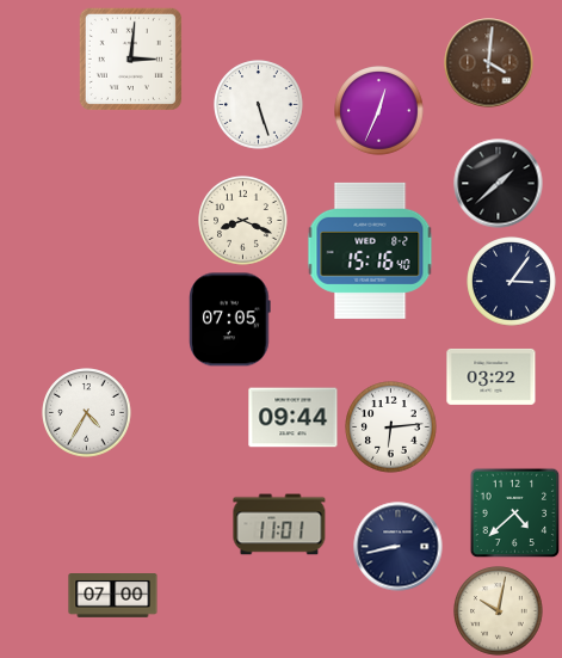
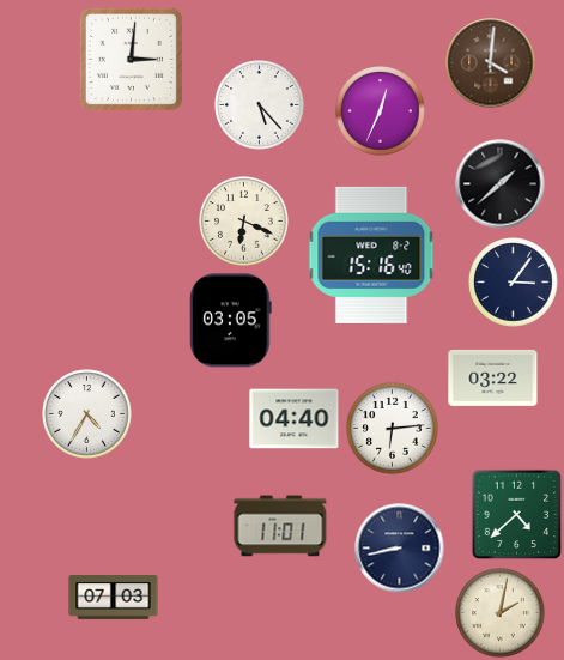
clock at (259, 105): 5:27 -> 5:23
clock at (243, 221): 8:19 -> 6:19
clock at (370, 251) position: (370, 251) -> (371, 255)
clock at (230, 320): 07:05 -> 03:05
clock at (294, 418): 09:44 -> 04:40
clock at (113, 596): 07:00 -> 07:03
clock at (499, 611): 10:02 -> 2:02
